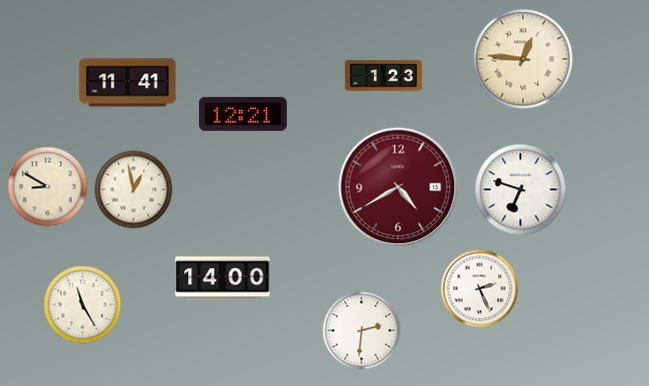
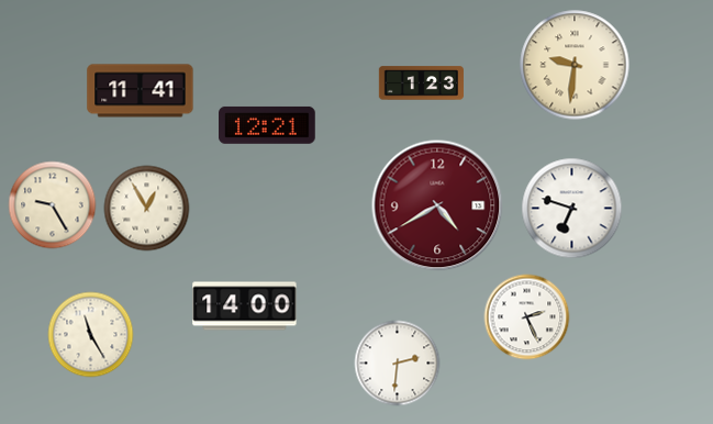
clock at (523, 59): 12:46 -> 9:31
clock at (47, 186): 8:50 -> 9:25
clock at (133, 189): 12:58 -> 12:55
